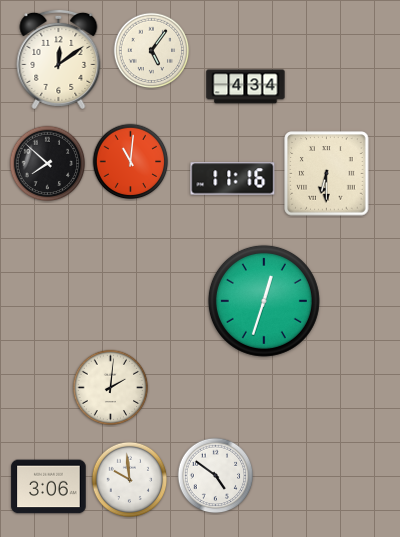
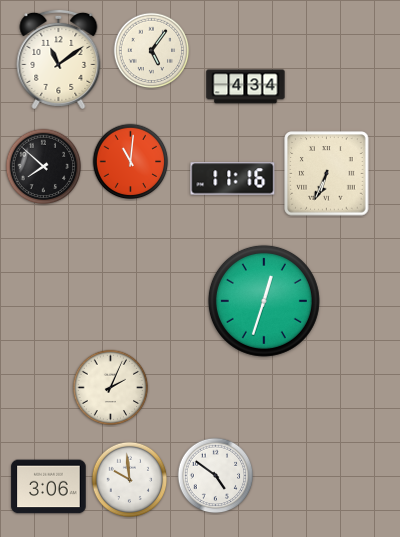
clock at (59, 59): 12:09 -> 11:09
clock at (48, 164) position: (48, 164) -> (44, 167)
clock at (327, 174): 6:30 -> 6:34
clock at (111, 388): 2:01 -> 2:04
